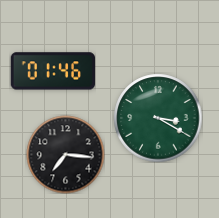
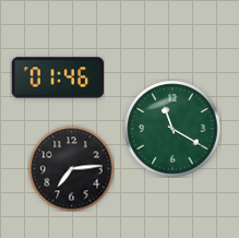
clock at (158, 118): 3:20 -> 11:20
clock at (65, 154): 7:16 -> 7:14
